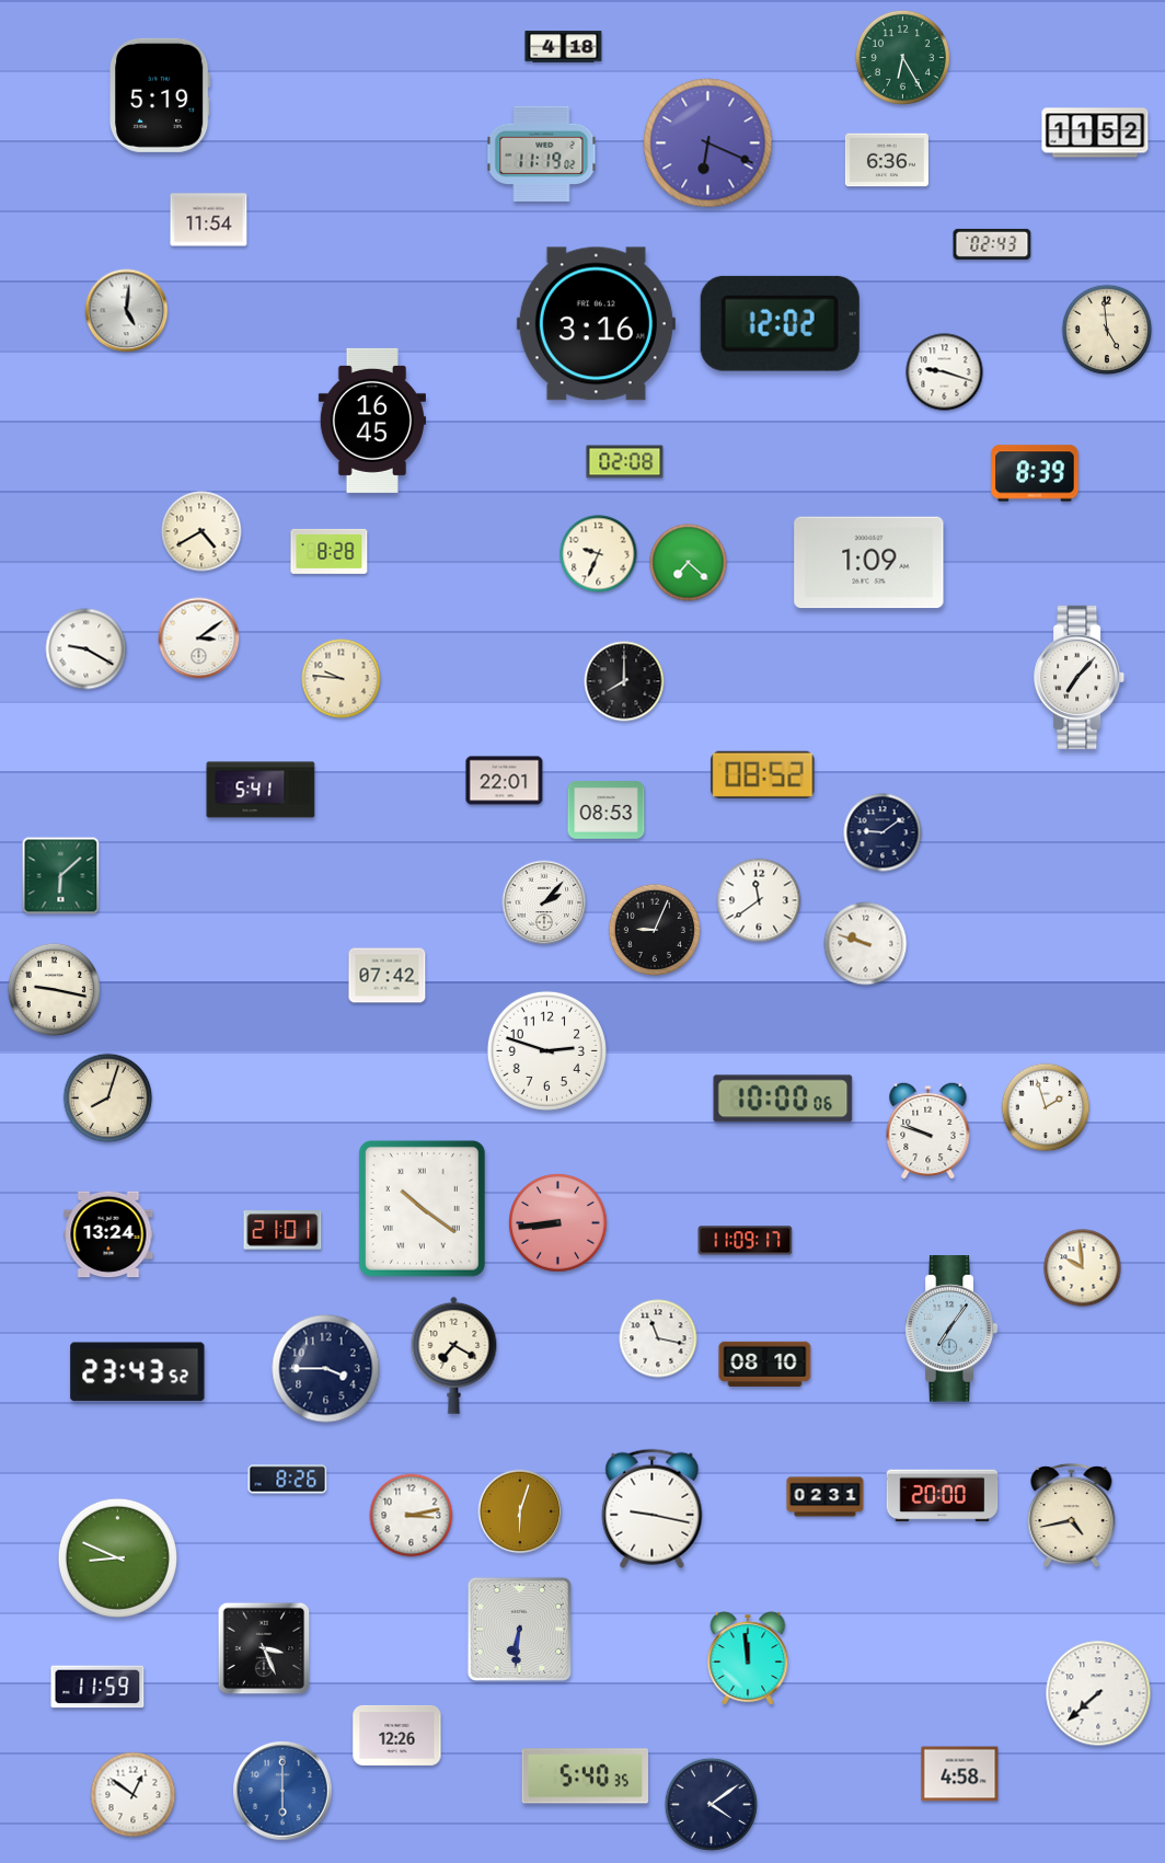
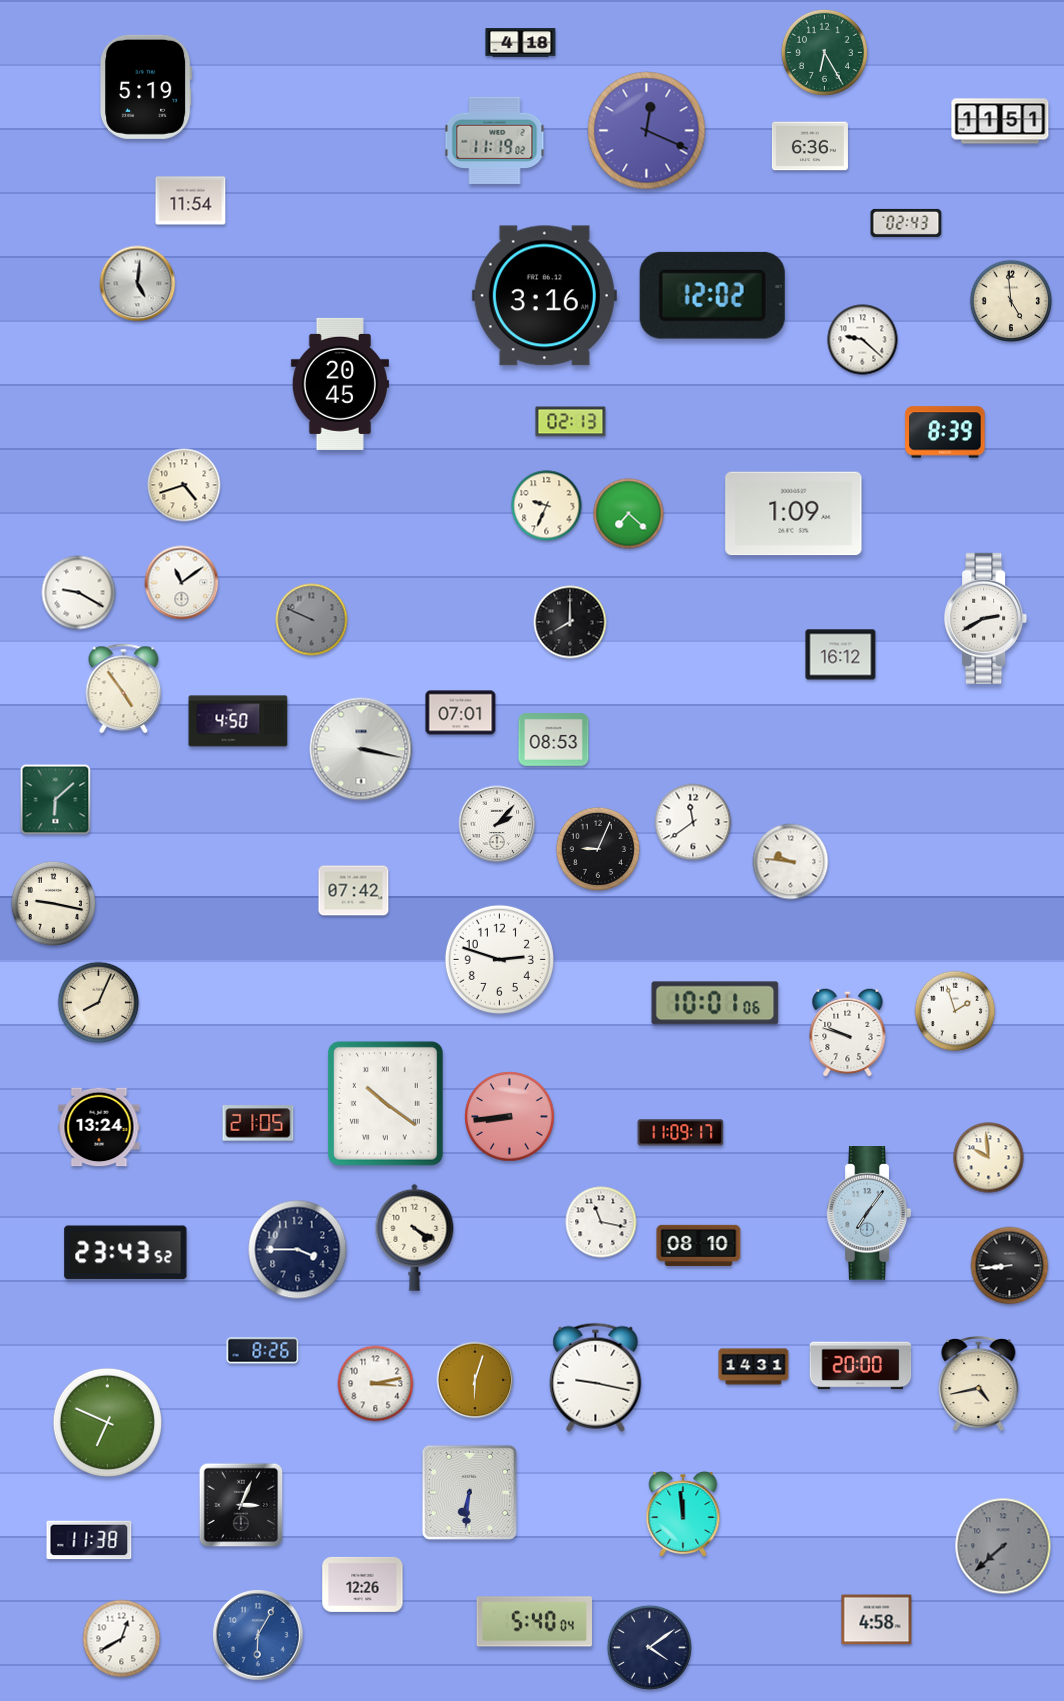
clock at (564, 47) position: (564, 47) -> (521, 43)
clock at (1095, 133): 11:52 -> 11:51
clock at (708, 143): 6:19 -> 12:19
clock at (127, 311) position: (127, 311) -> (138, 284)
clock at (945, 372): 9:18 -> 9:22
clock at (372, 421): 16:45 -> 20:45
clock at (625, 462): 02:08 -> 02:13
clock at (201, 531): 4:40 -> 4:42
clock at (330, 551): 8:28 -> none
clock at (199, 639): 3:09 -> 11:09
clock at (1080, 677): 7:07 -> 2:40
clock at (342, 679): 9:46 -> 9:49
clock at (342, 679) dial: cream -> grey
clock at (841, 655): none -> 16:12
clock at (124, 688): none -> 4:54
clock at (763, 774): 08:52 -> none
clock at (505, 781): 22:01 -> 07:01
clock at (261, 790): 5:41 -> 4:50
clock at (361, 749): none -> 3:17
clock at (883, 832): 9:09 -> none
clock at (866, 944): 9:48 -> 9:46
clock at (54, 989) position: (54, 989) -> (53, 903)
clock at (108, 1099): 8:03 -> 8:04
clock at (783, 1099): 10:00 -> 10:01
clock at (282, 1230): 21:01 -> 21:05
clock at (454, 1355): 7:20 -> 4:20
clock at (1010, 1266): none -> 8:44
clock at (826, 1497): 02:31 -> 14:31
clock at (117, 1557): 8:49 -> 6:49
clock at (519, 1629) position: (519, 1629) -> (469, 1492)
clock at (264, 1648): 3:26 -> 3:04
clock at (97, 1687): 11:59 -> 11:38
clock at (1098, 1693) dial: white -> grey
clock at (586, 1776): 5:40:35 -> 5:40:04
clock at (282, 1791): 6:00 -> 6:05
clock at (134, 1795): 12:51 -> 12:40
